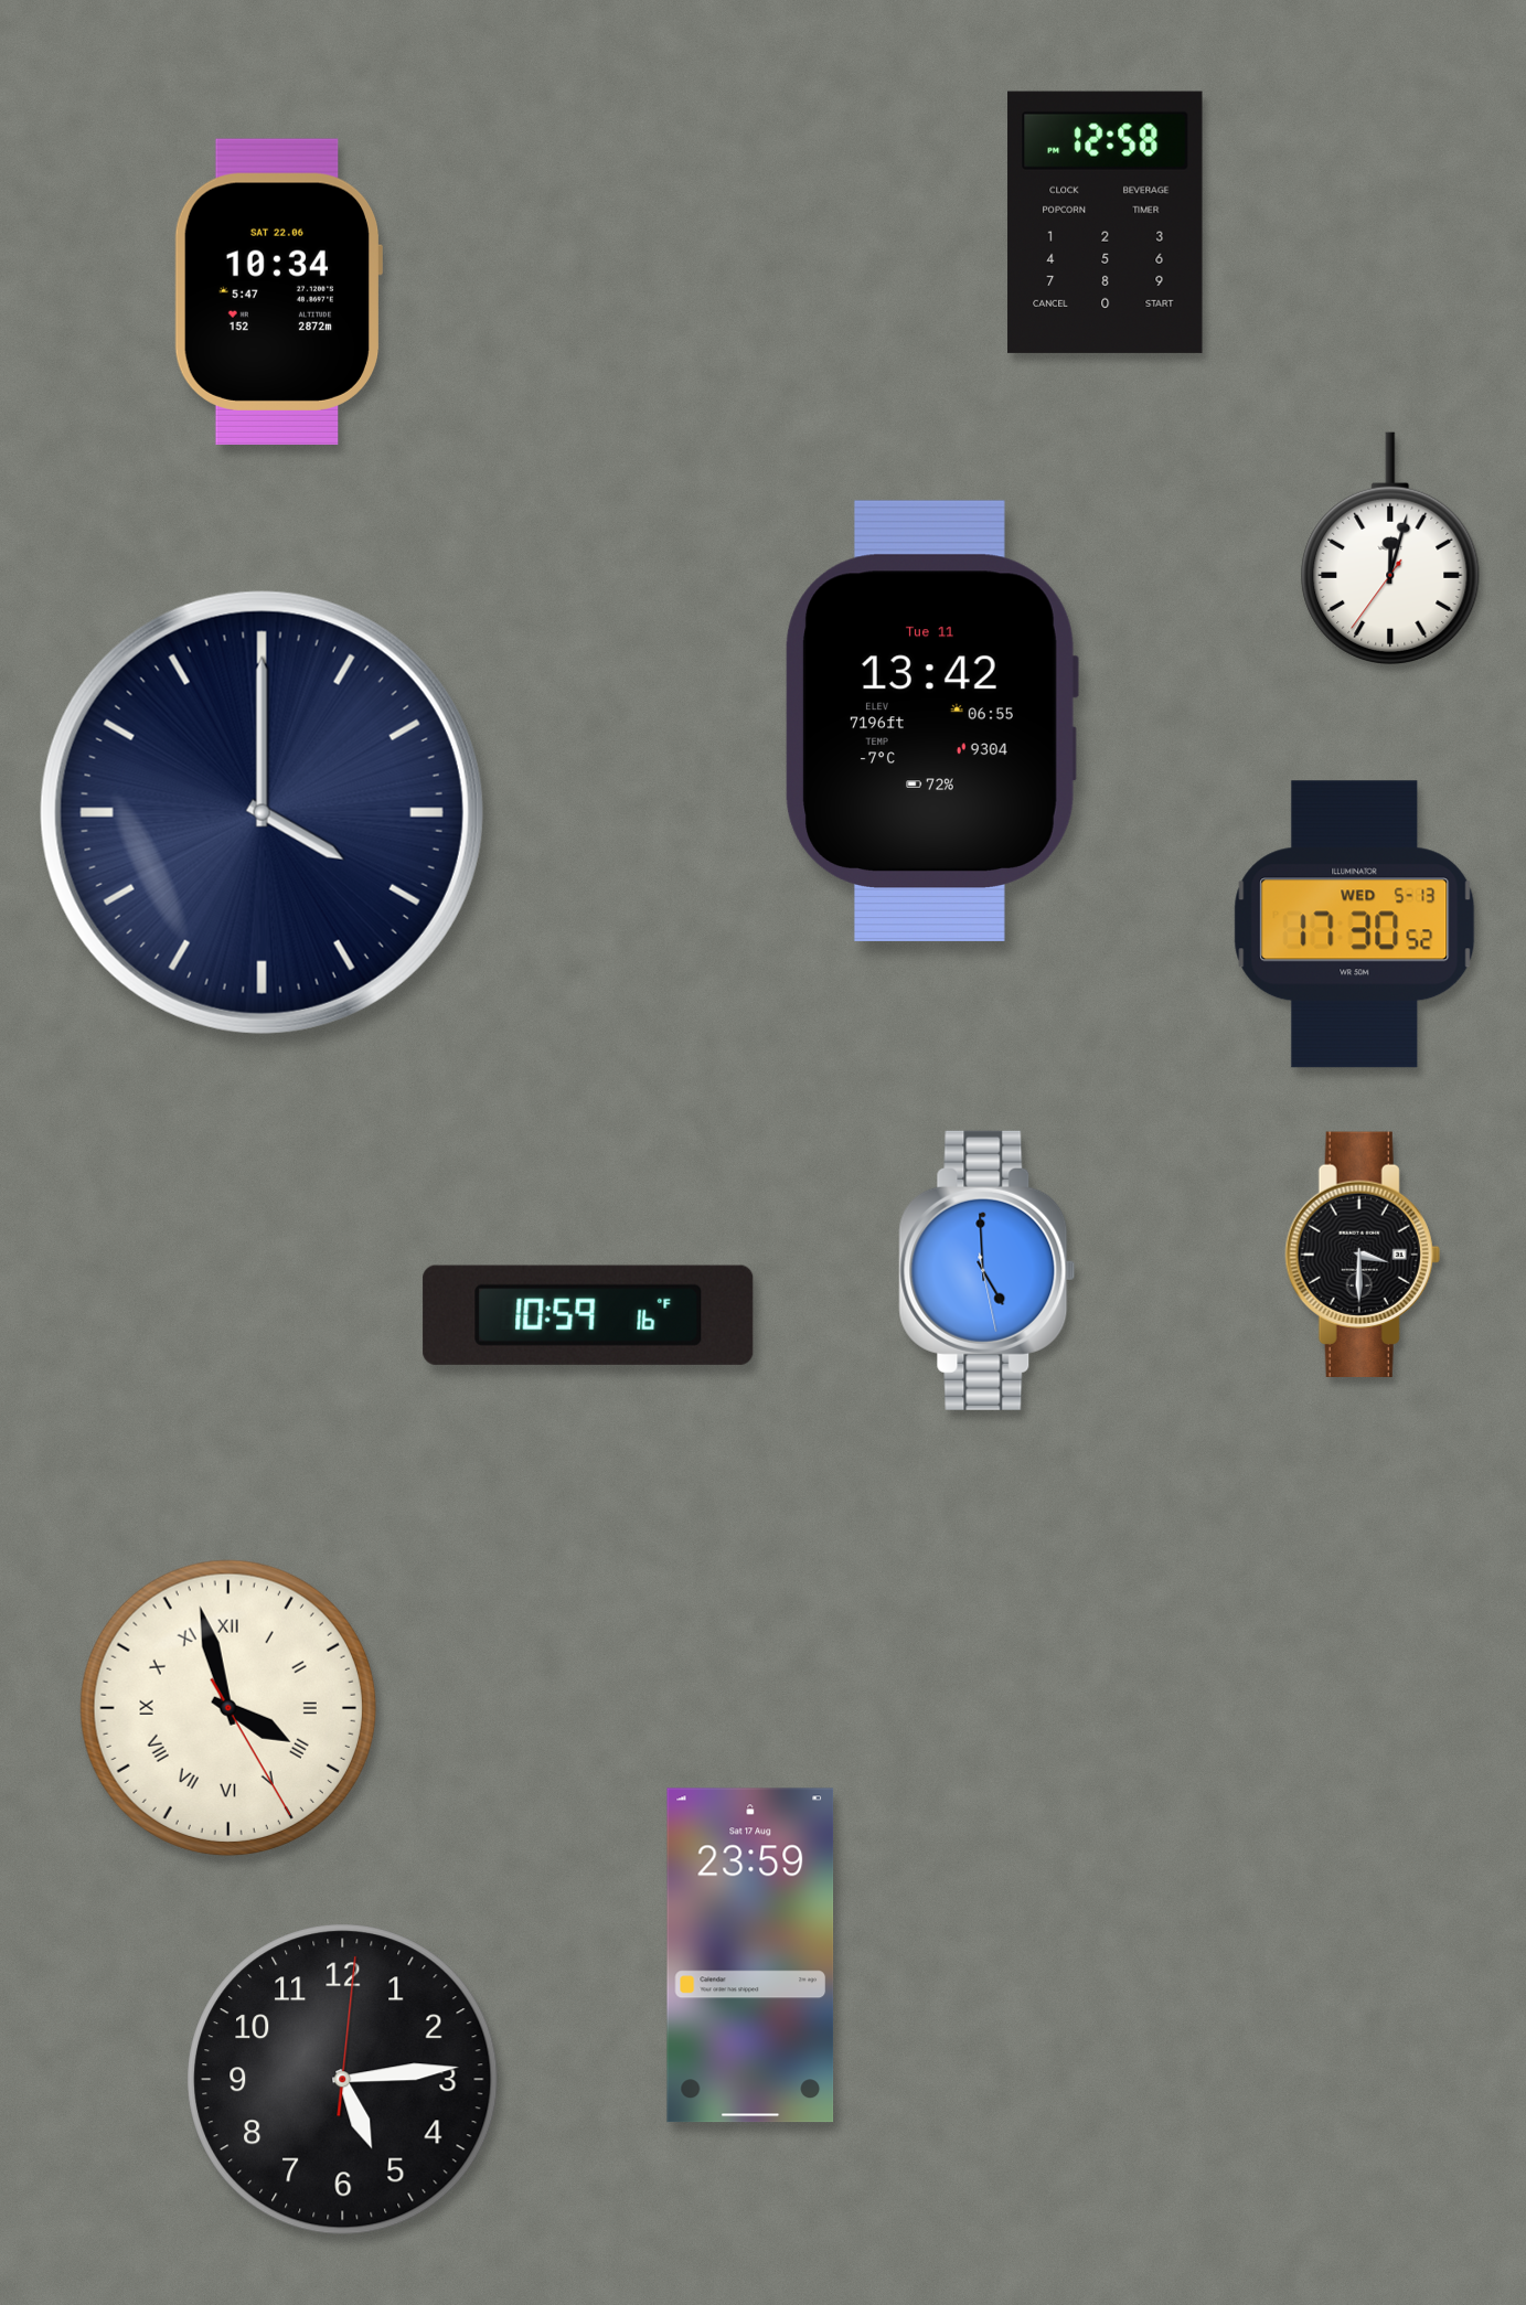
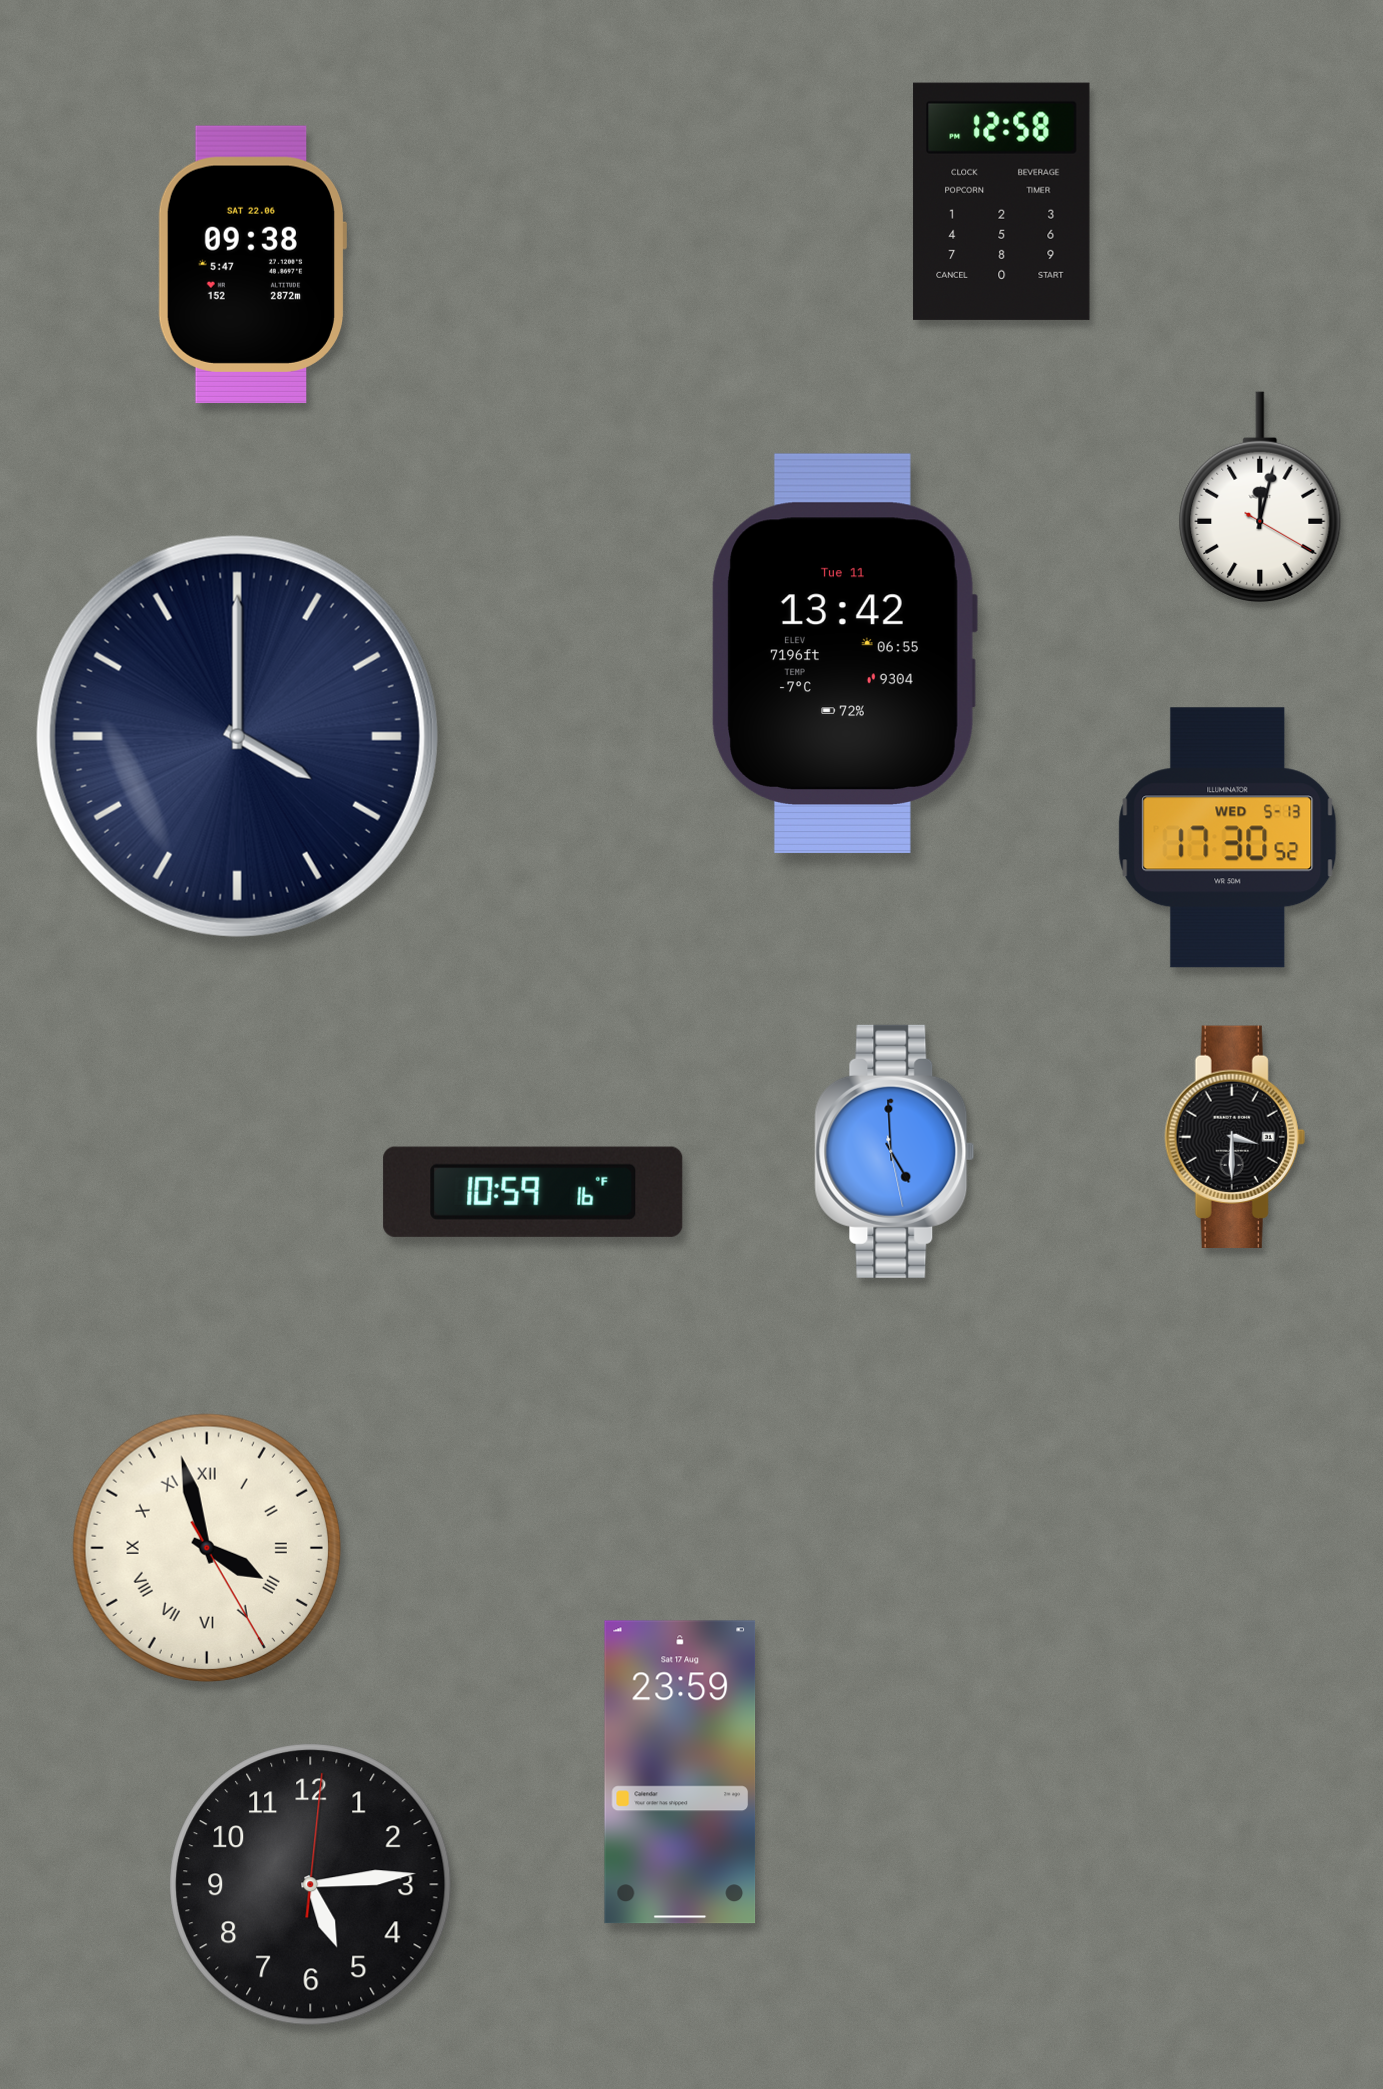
clock at (277, 291): 10:34 -> 09:38
clock at (1390, 548): 12:02:36 -> 12:02:20
